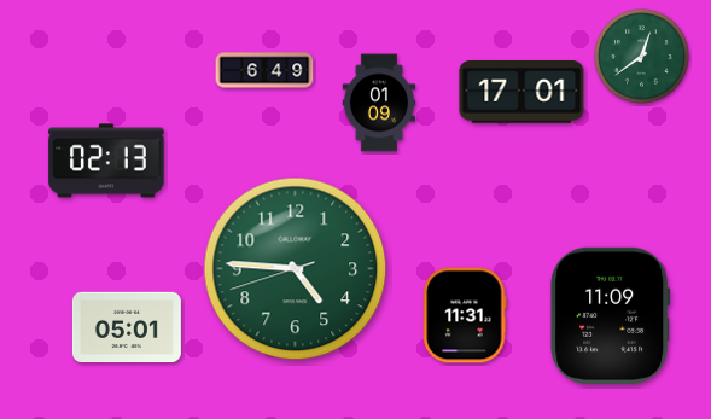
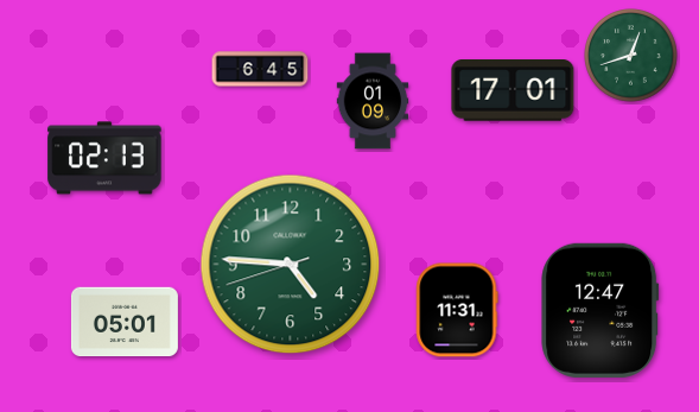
clock at (642, 57): 12:39 -> 12:42
clock at (264, 70): 6:49 -> 6:45
clock at (611, 315): 11:09 -> 12:47
